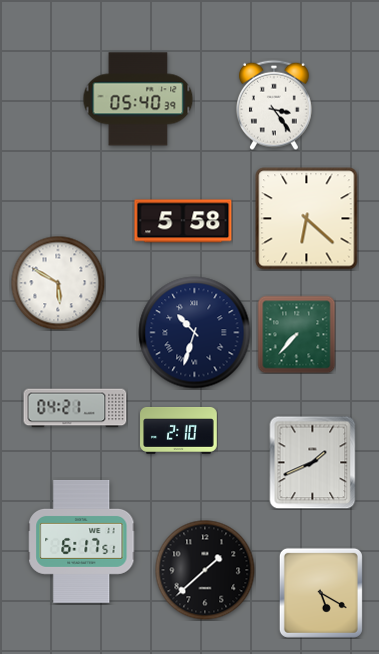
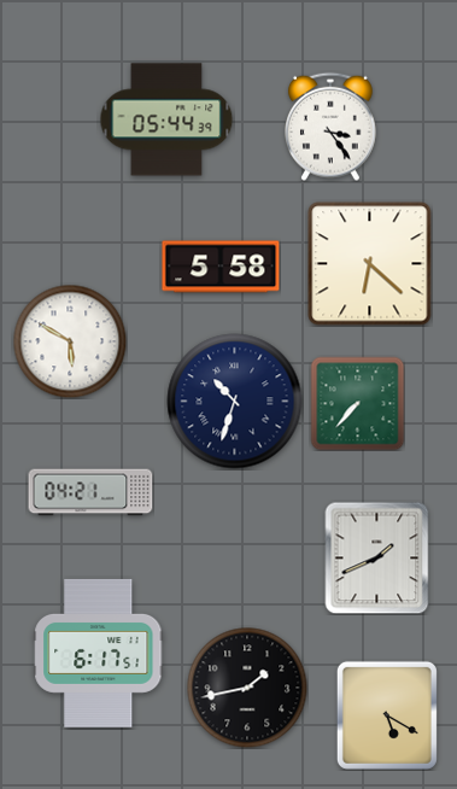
clock at (138, 99): 05:40 -> 05:44
clock at (179, 430): 2:10 -> none
clock at (205, 570): 1:38 -> 1:43
